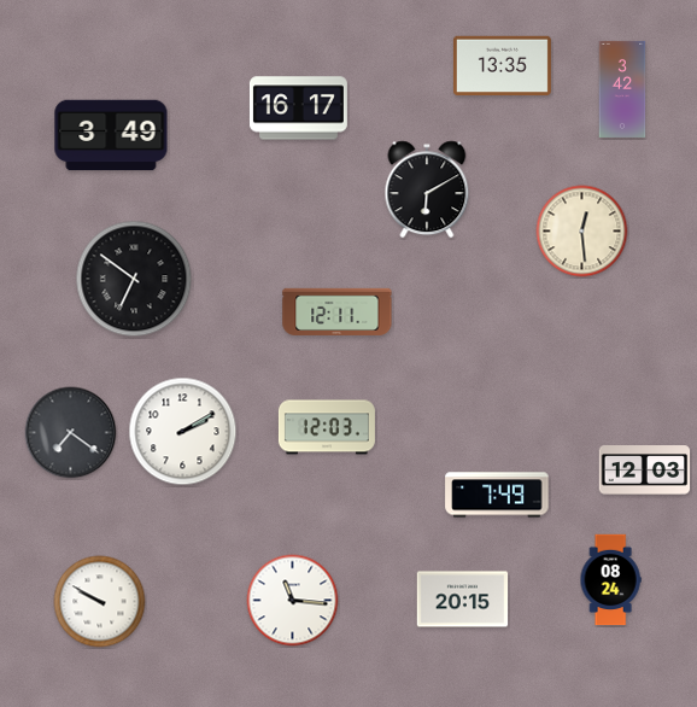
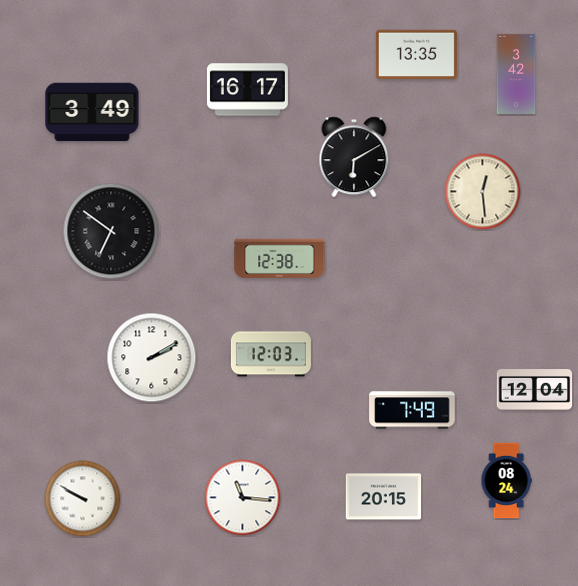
clock at (338, 311): 12:11 -> 12:38
clock at (71, 433): 7:21 -> none
clock at (645, 471): 12:03 -> 12:04
